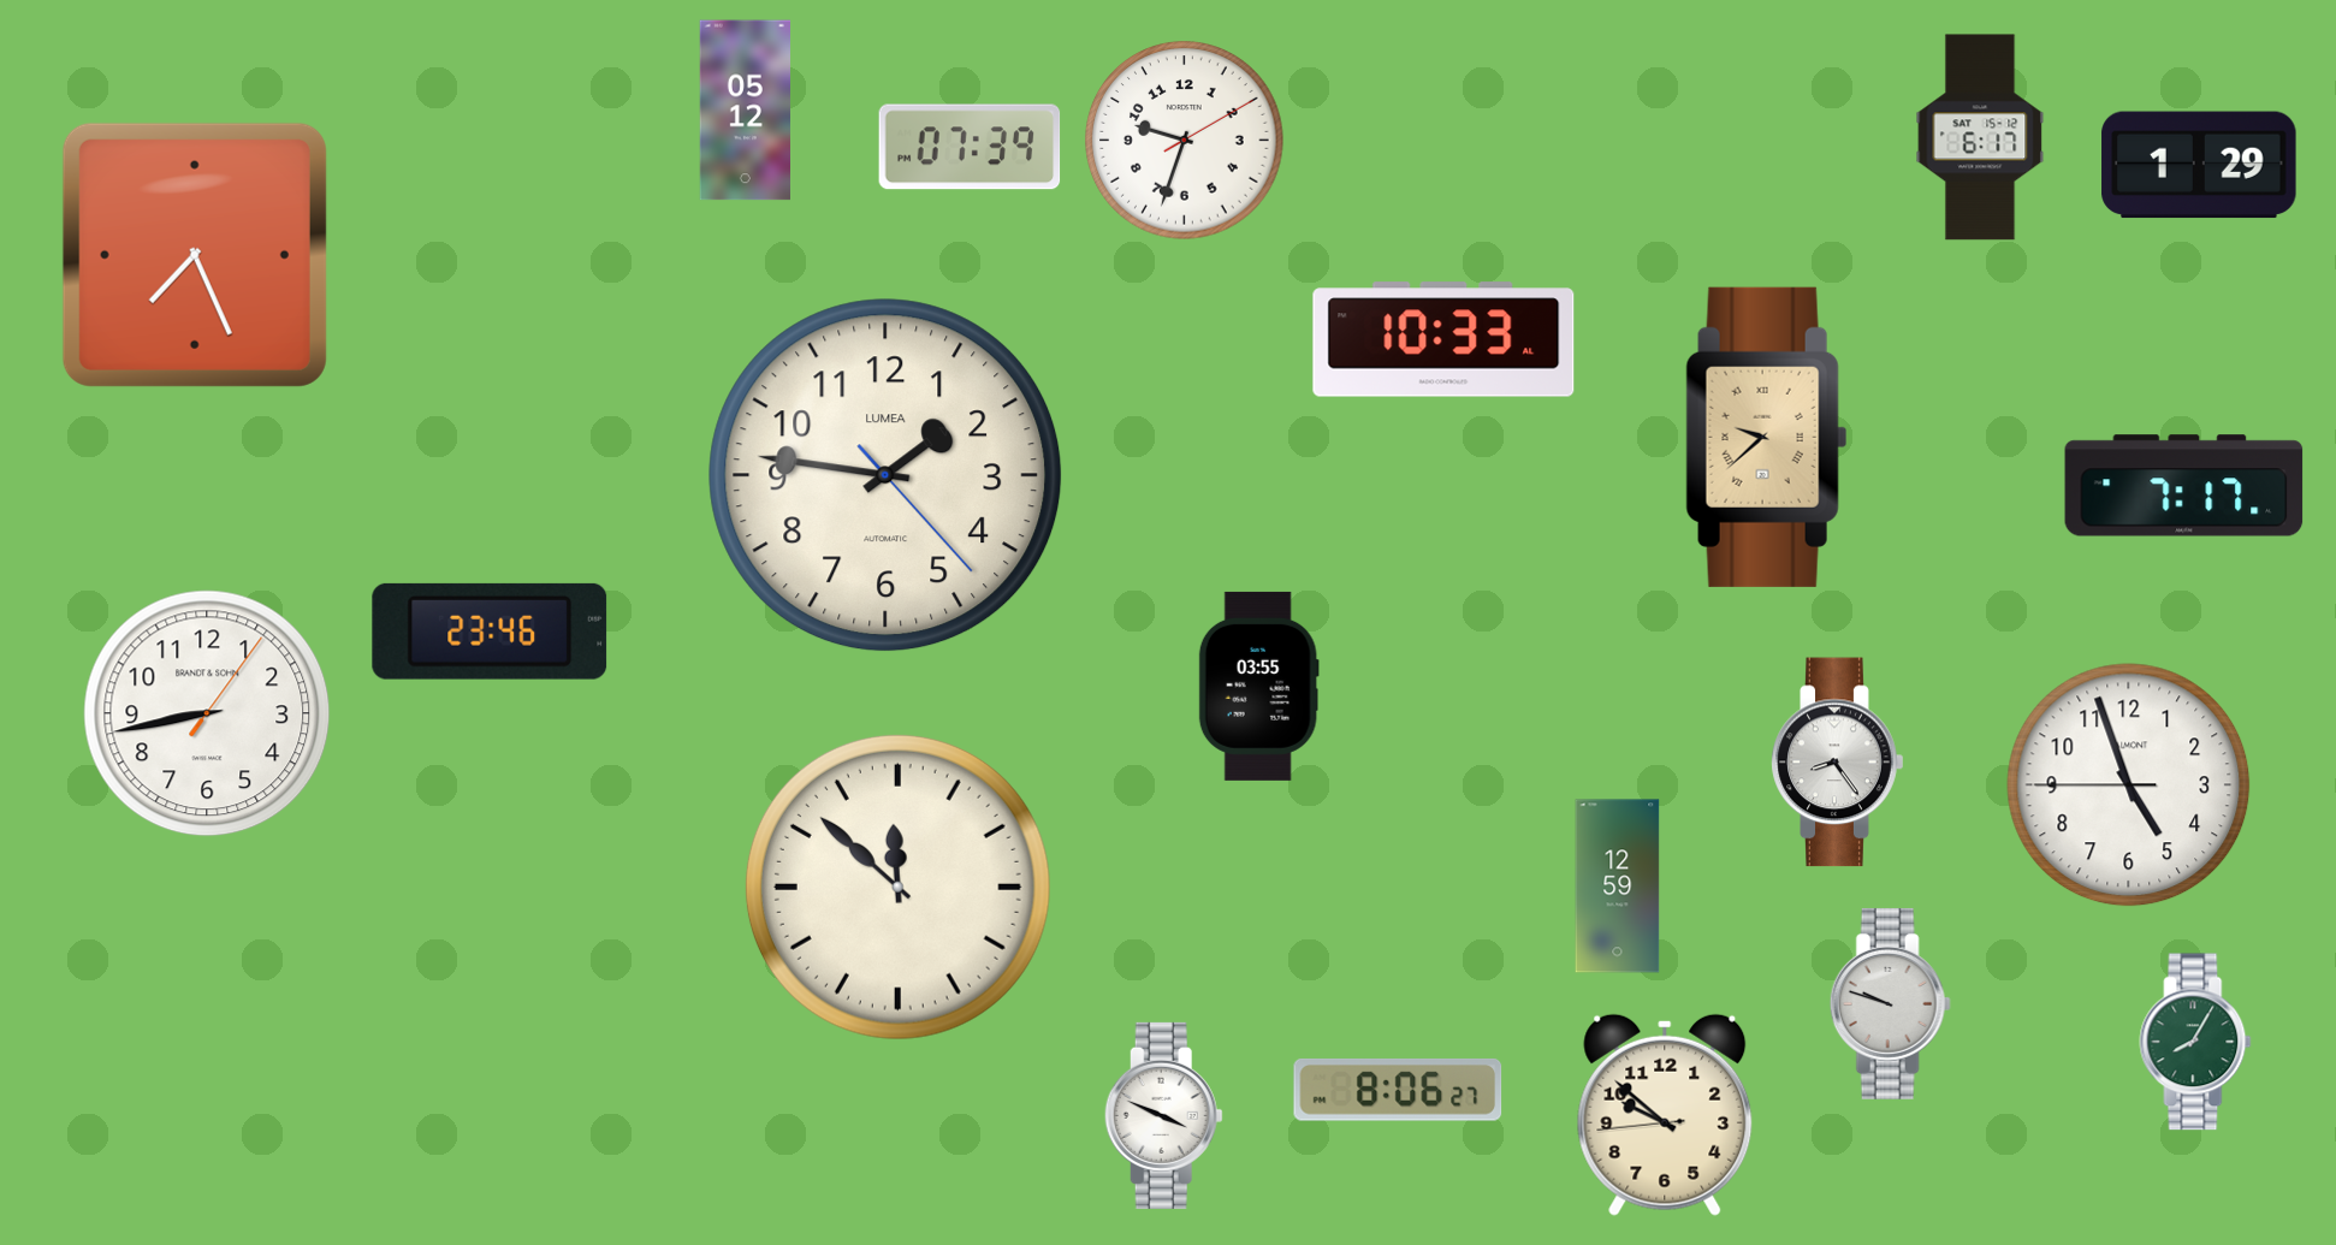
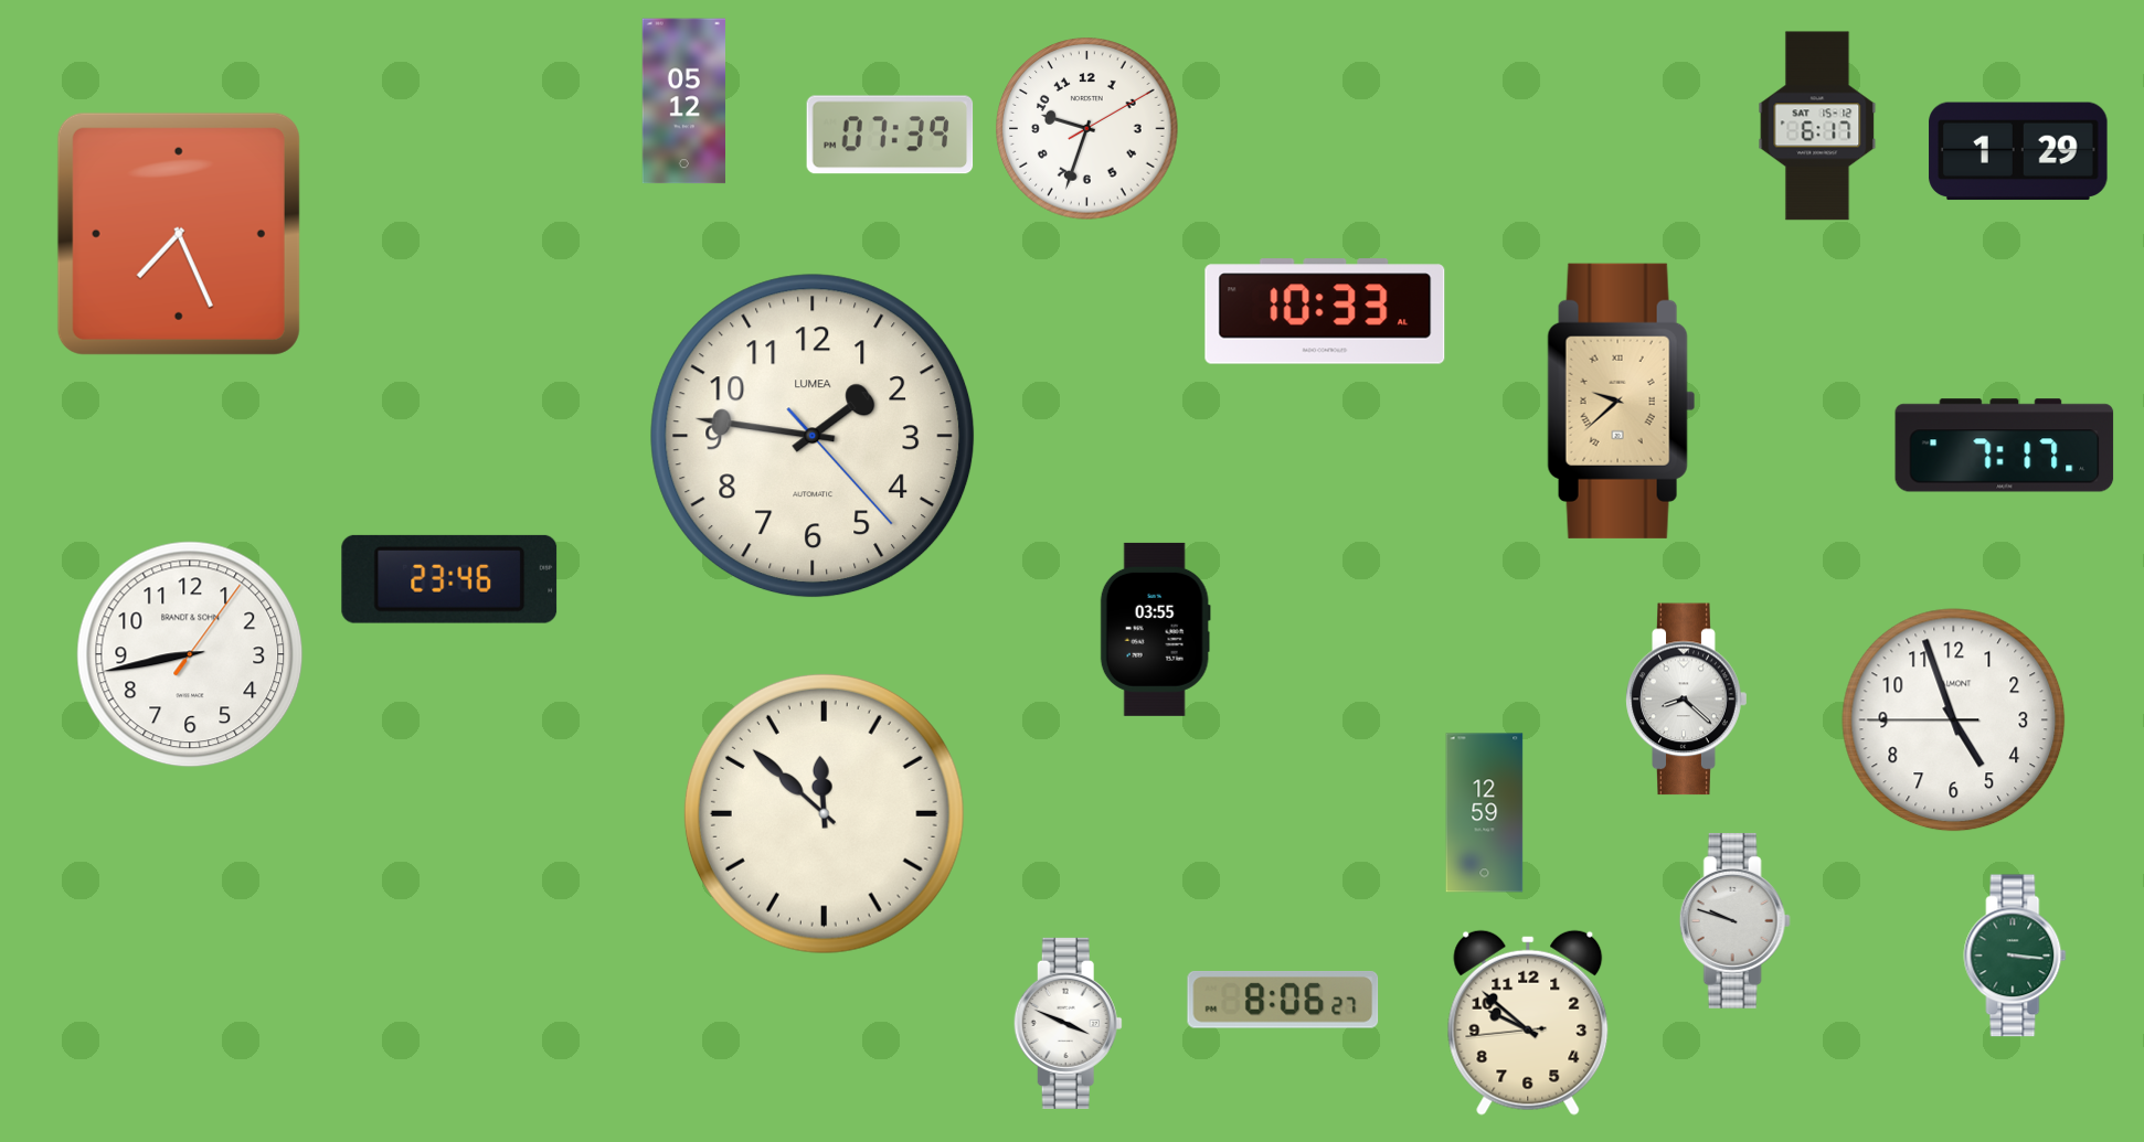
clock at (1838, 763): 8:24 -> 8:22
clock at (2195, 1042): 8:05 -> 3:16
